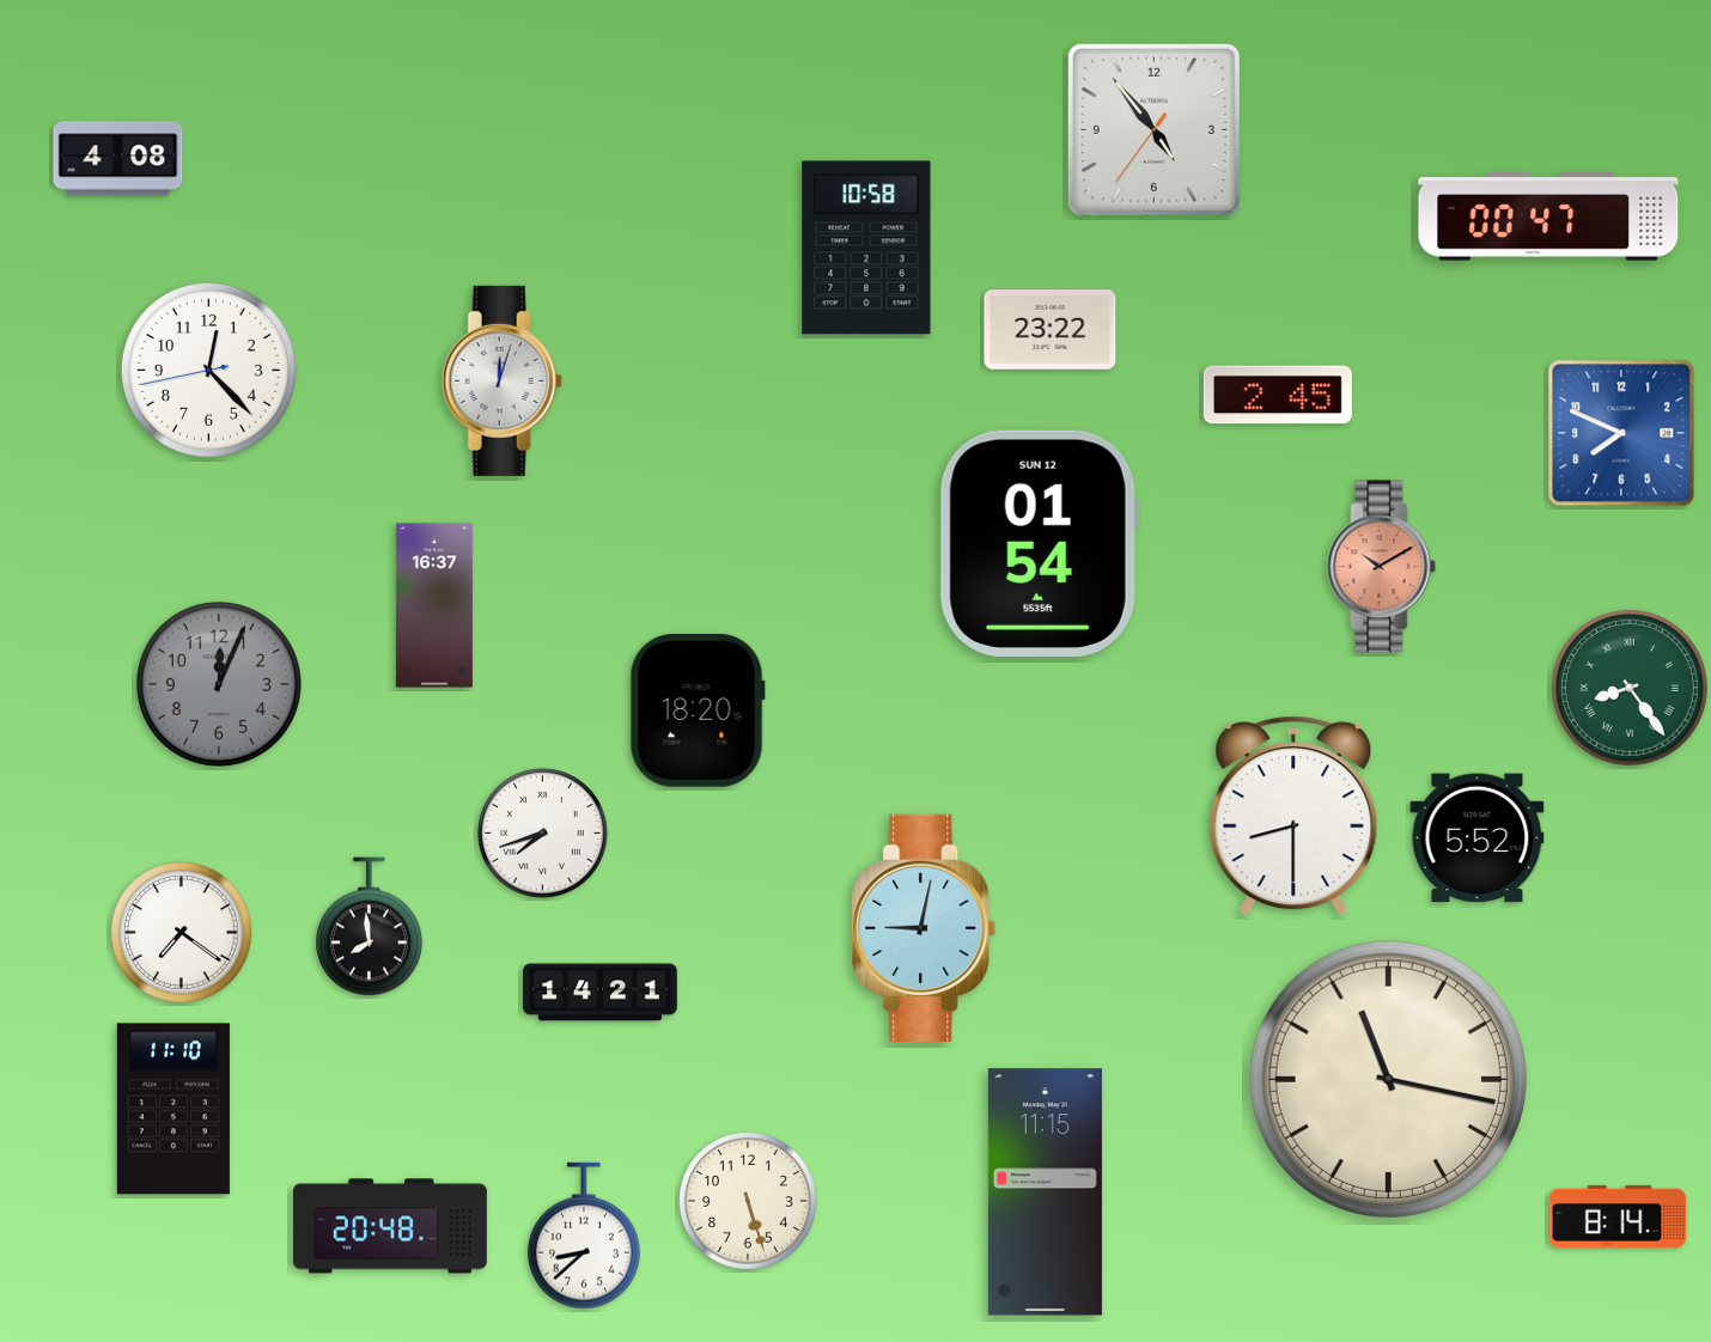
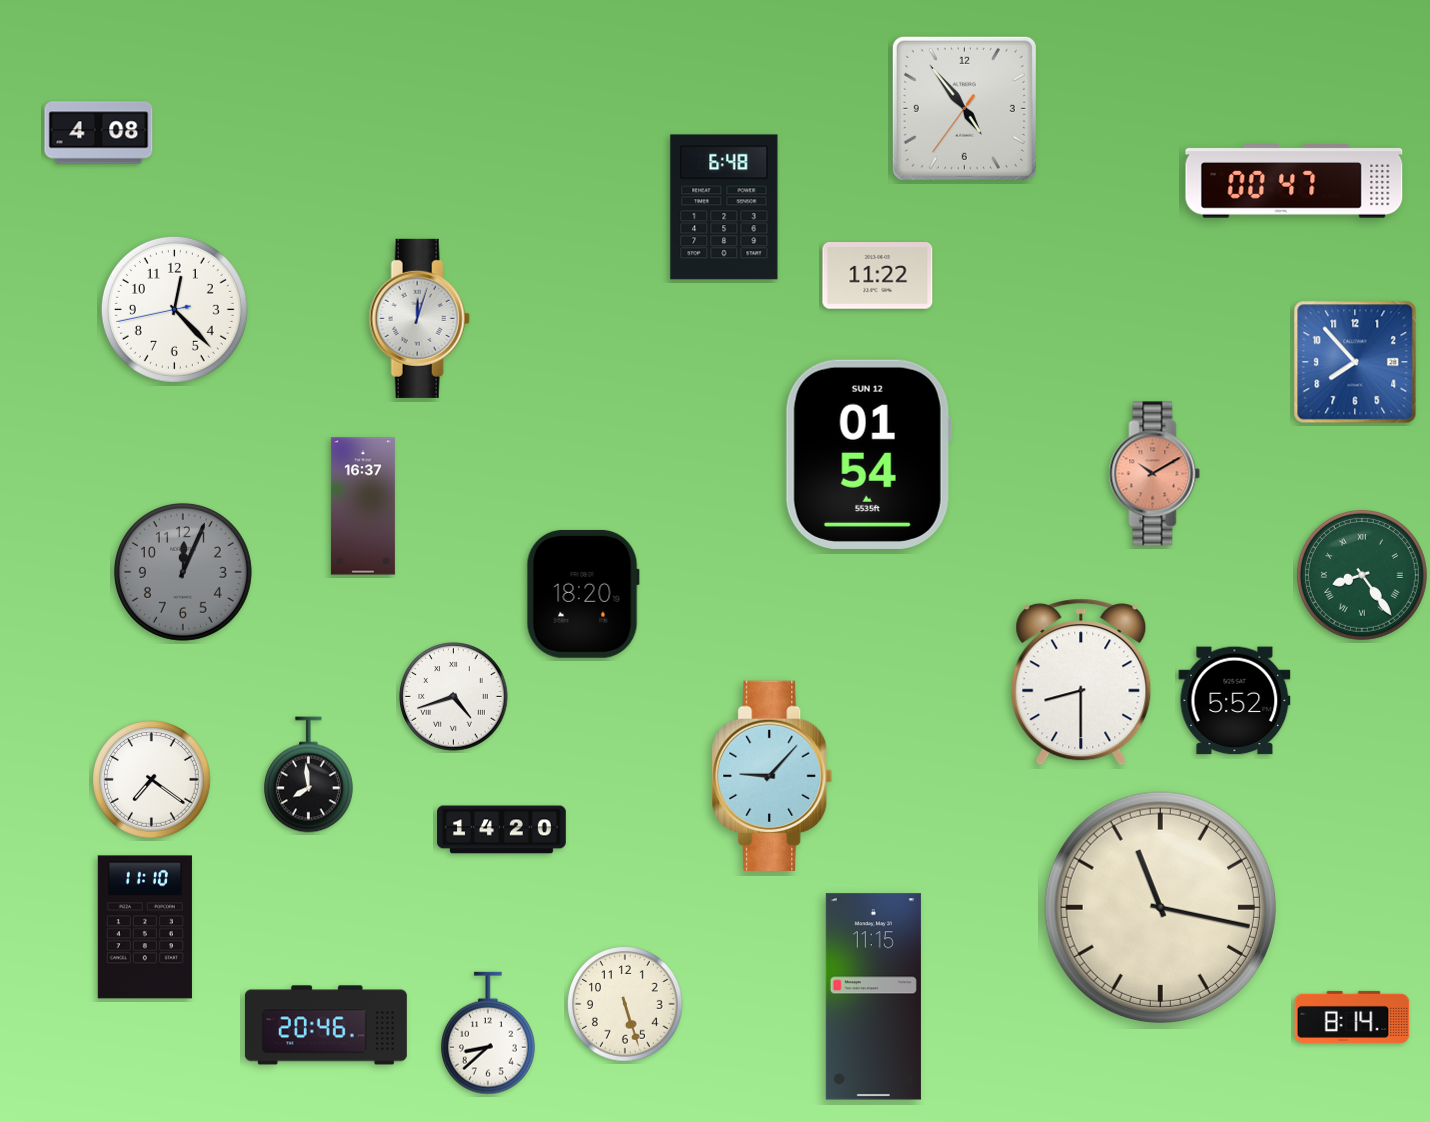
clock at (866, 248): 10:58 -> 6:48
clock at (1051, 330): 23:22 -> 11:22
clock at (1278, 395): 2:45 -> none
clock at (1621, 433): 7:49 -> 7:53
clock at (543, 834): 7:42 -> 4:42
clock at (924, 928): 9:02 -> 9:07
clock at (601, 993): 14:21 -> 14:20
clock at (1388, 1079) position: (1388, 1079) -> (1160, 907)
clock at (390, 1226): 20:48 -> 20:46
